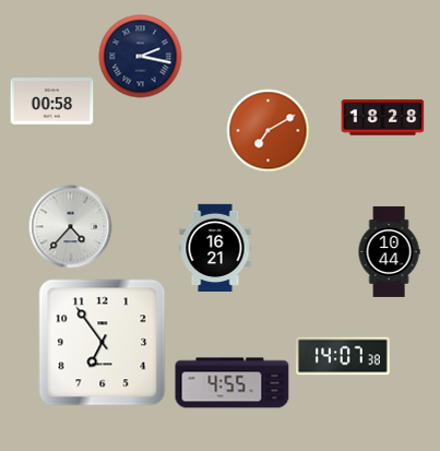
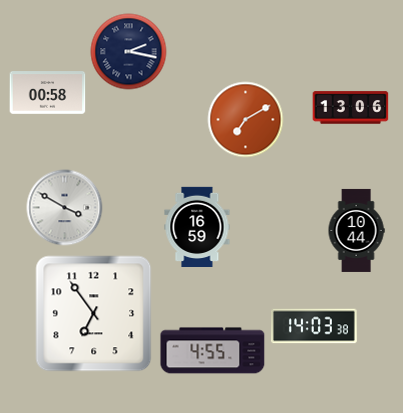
clock at (383, 118): 18:28 -> 13:06
clock at (71, 227): 4:37 -> 3:50
clock at (215, 248): 16:21 -> 16:59
clock at (344, 356): 14:07 -> 14:03
